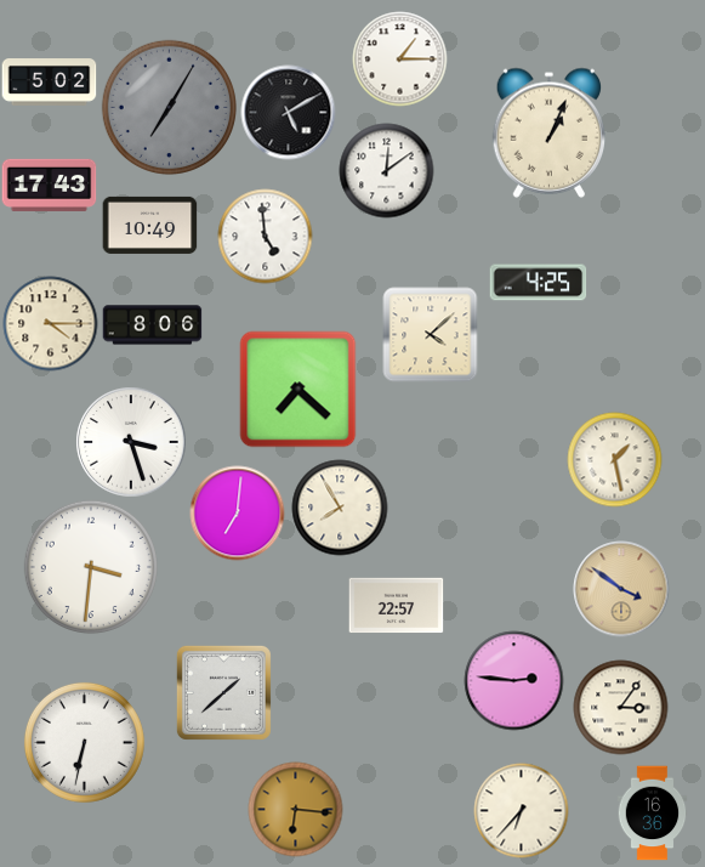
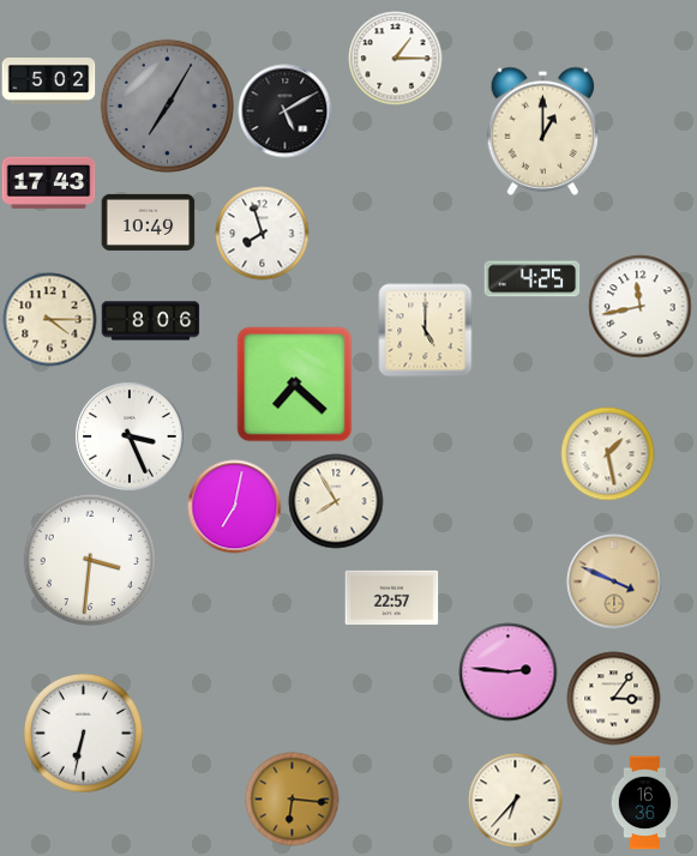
clock at (550, 132): 1:04 -> 1:00
clock at (386, 170): 12:09 -> none
clock at (265, 236): 4:59 -> 7:57
clock at (639, 306): none -> 11:43
clock at (430, 334): 4:08 -> 5:00
clock at (131, 442): 3:27 -> 3:26
clock at (237, 512): 7:01 -> 7:02
clock at (621, 589): 3:51 -> 3:49
clock at (223, 692): 1:38 -> none
